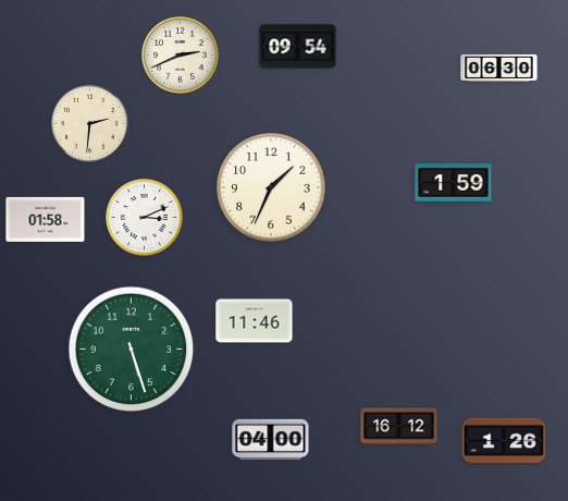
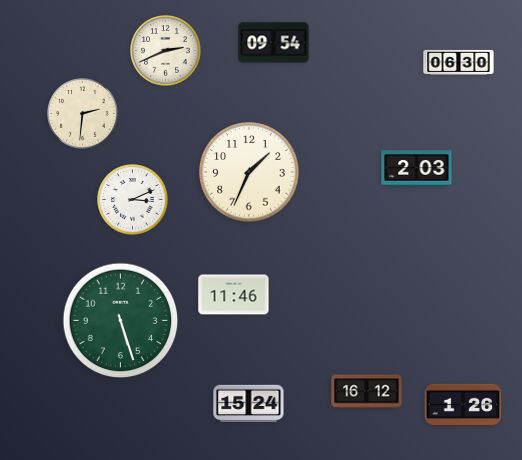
clock at (454, 184): 1:59 -> 2:03
clock at (46, 219): 01:58 -> none
clock at (271, 440): 04:00 -> 15:24
